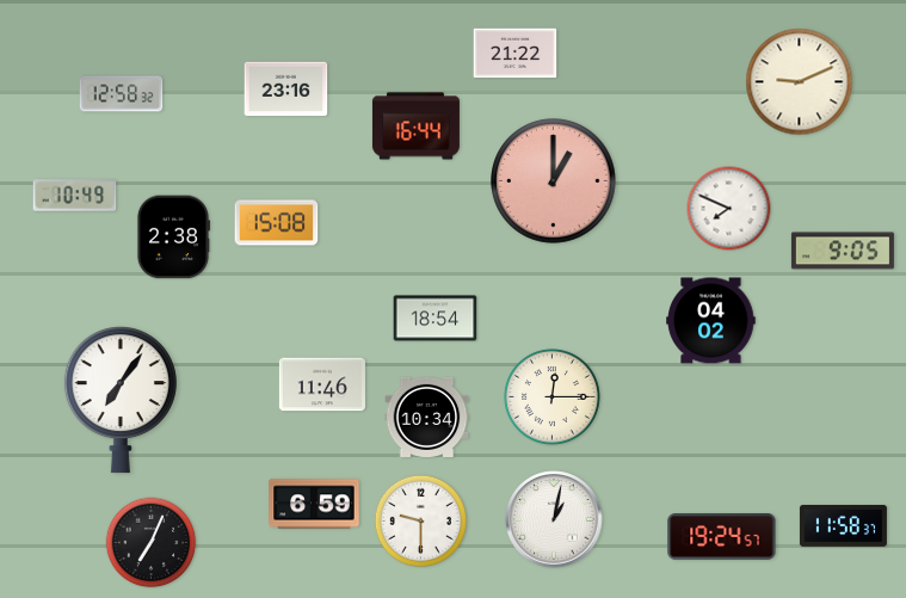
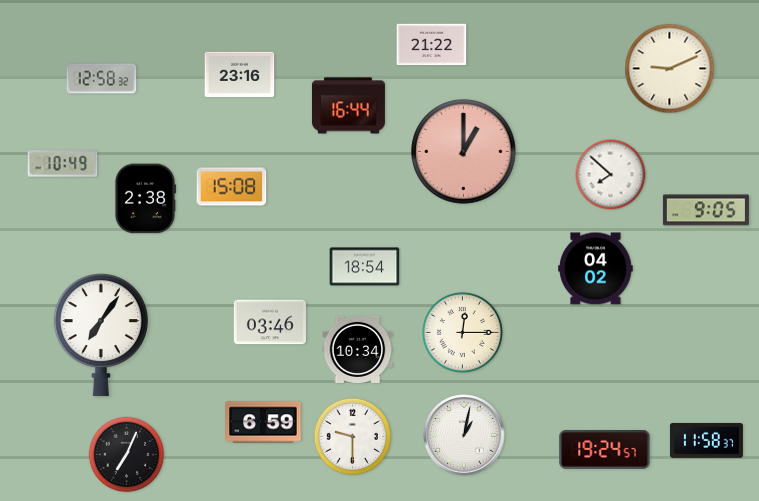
clock at (729, 209): 7:49 -> 7:52
clock at (322, 384): 11:46 -> 03:46
